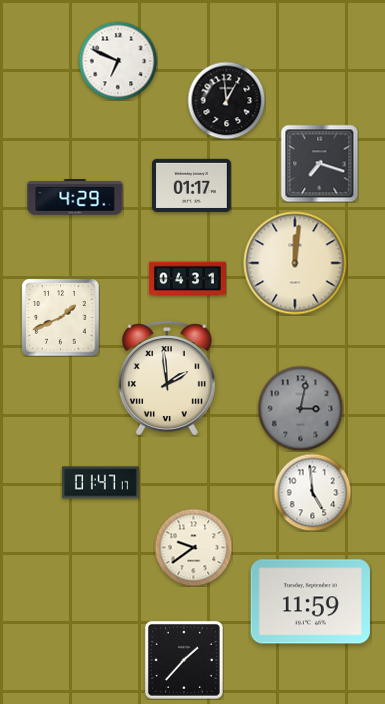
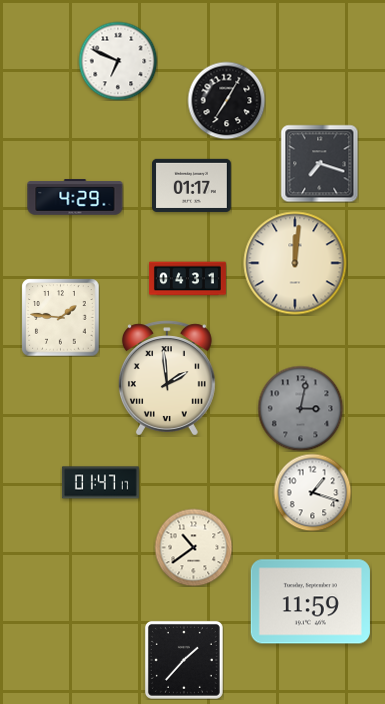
clock at (226, 100): 12:59 -> 7:05
clock at (60, 317): 1:41 -> 1:46
clock at (312, 492): 4:59 -> 1:18
clock at (193, 547): 9:39 -> 10:39
